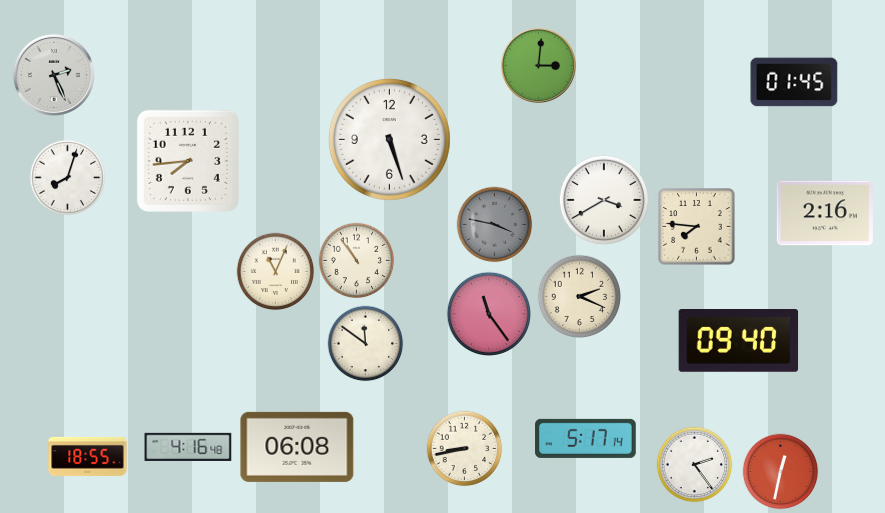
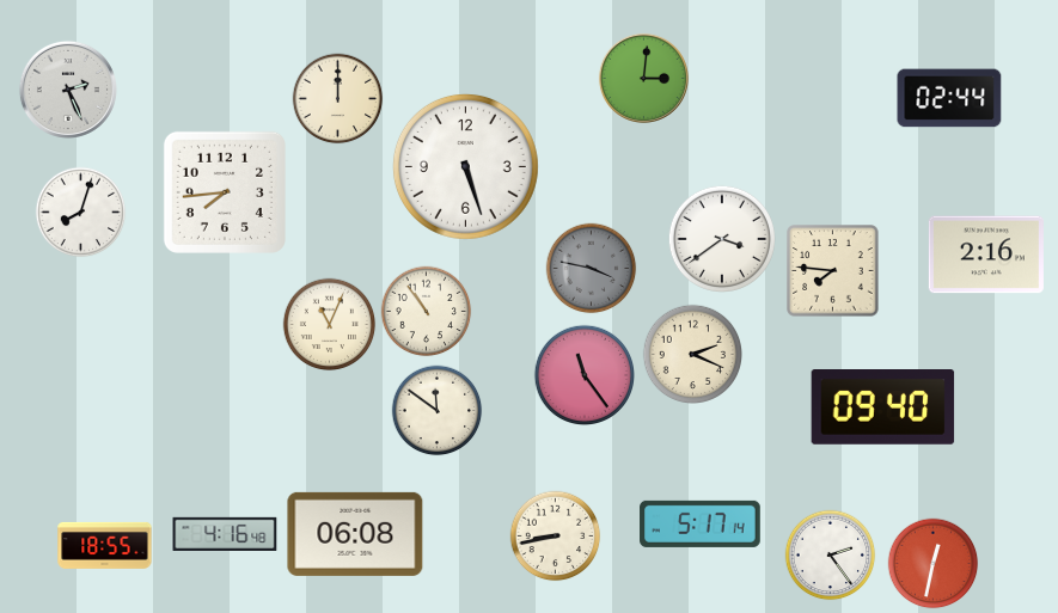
clock at (54, 75) position: (54, 75) -> (68, 90)
clock at (794, 82): 01:45 -> 02:44
clock at (338, 99): none -> 12:00
clock at (604, 200): 3:40 -> 3:39
